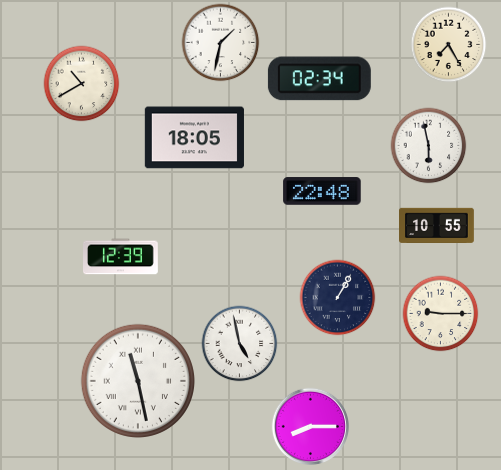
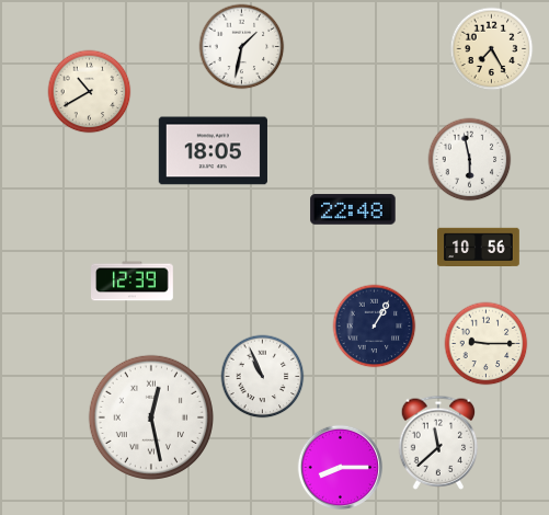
clock at (319, 79): 02:34 -> none
clock at (437, 226): 10:55 -> 10:56
clock at (338, 298) position: (338, 298) -> (375, 327)
clock at (441, 314) position: (441, 314) -> (487, 344)
clock at (240, 344): 4:58 -> 10:56
clock at (137, 380): 11:28 -> 12:28
clock at (438, 443): none -> 11:38
